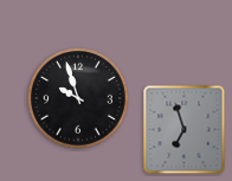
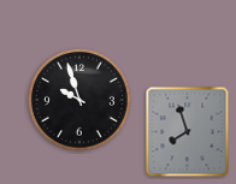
clock at (185, 130): 6:57 -> 7:57
